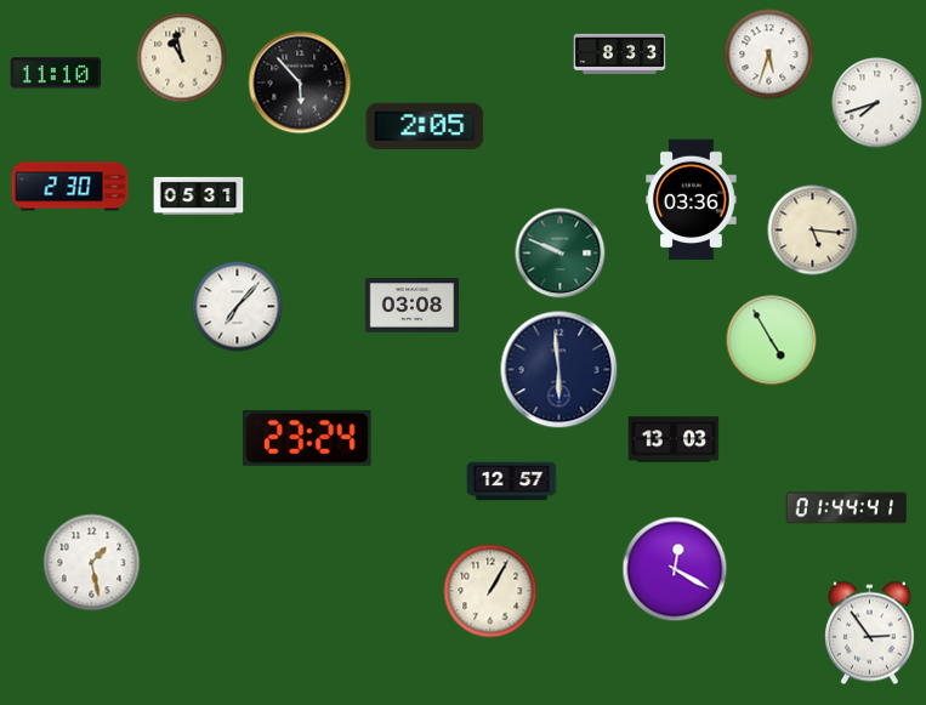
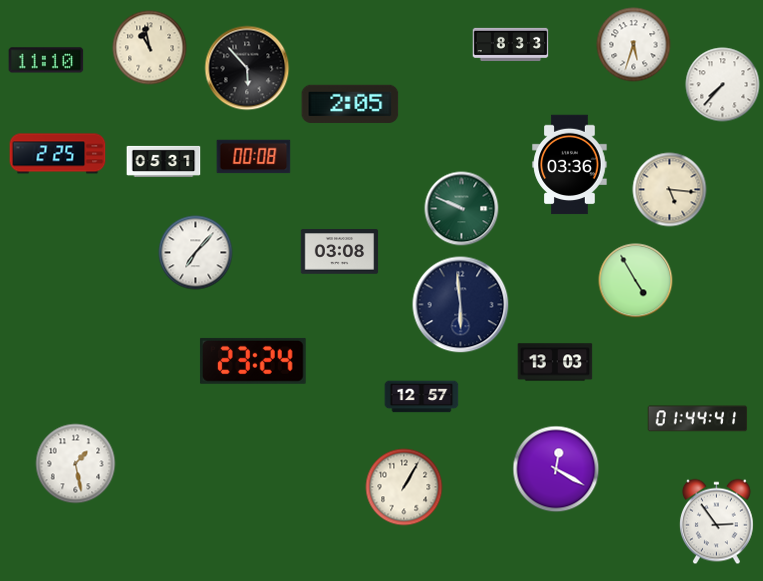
clock at (877, 103): 7:42 -> 7:37
clock at (70, 187): 2:30 -> 2:25
clock at (254, 157): none -> 00:08
